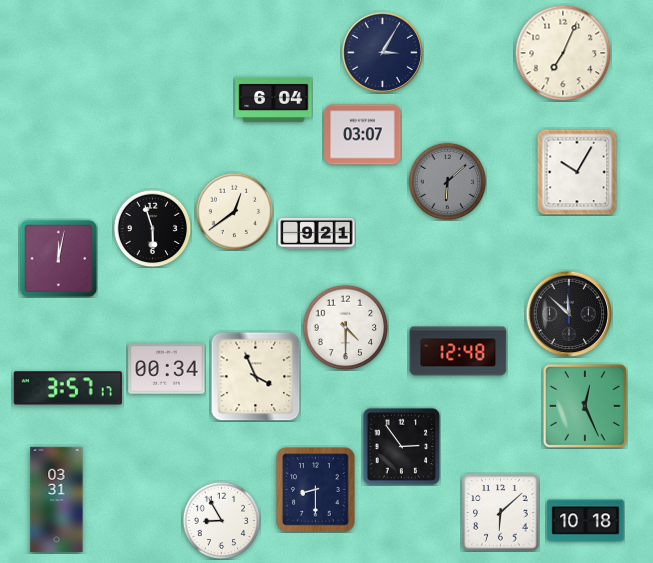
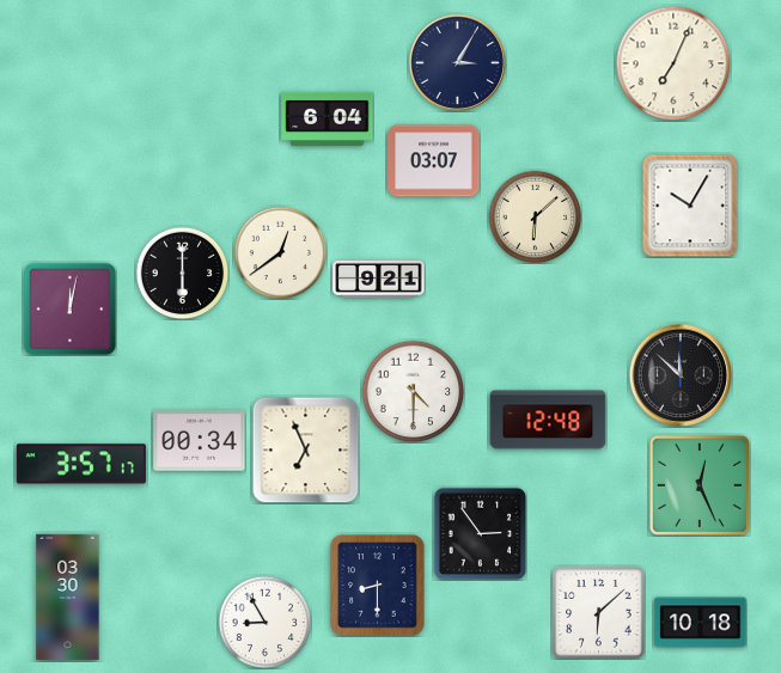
clock at (447, 181) dial: grey -> cream
clock at (152, 228): 5:57 -> 6:00
clock at (255, 376): 3:56 -> 6:56
clock at (57, 500): 03:31 -> 03:30
